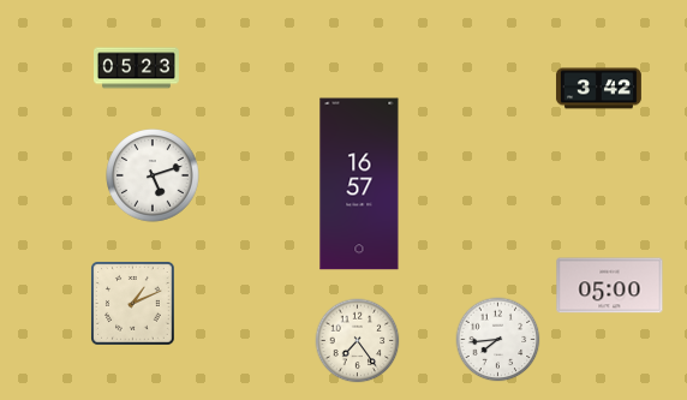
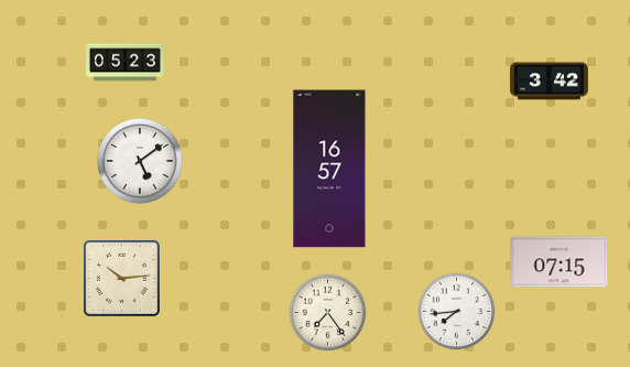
clock at (153, 175): 5:12 -> 5:09
clock at (610, 286): 05:00 -> 07:15
clock at (133, 304): 1:11 -> 10:14
